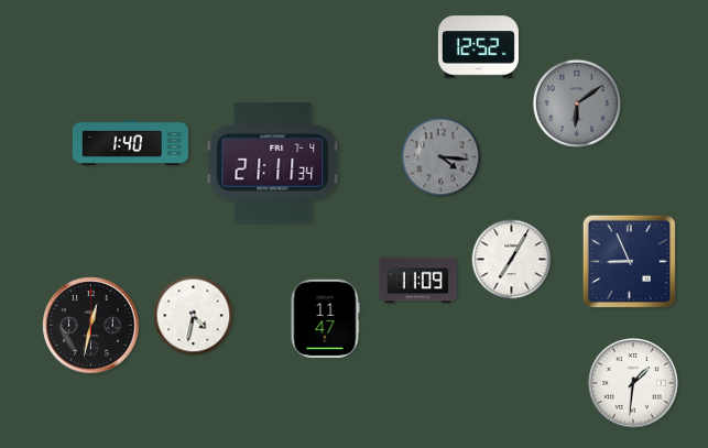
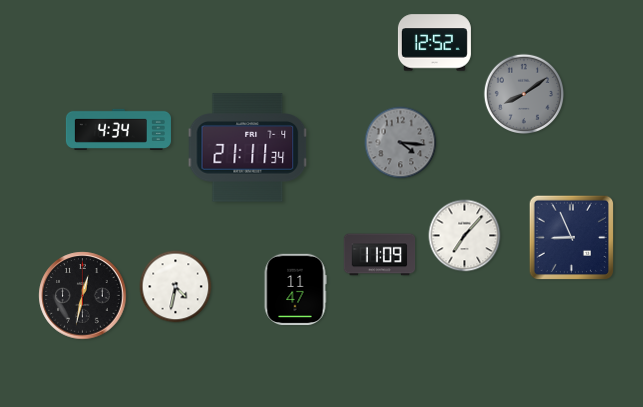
clock at (576, 102): 6:09 -> 8:09
clock at (130, 142): 1:40 -> 4:34
clock at (512, 260): 7:05 -> 7:07
clock at (633, 383): 1:31 -> none
